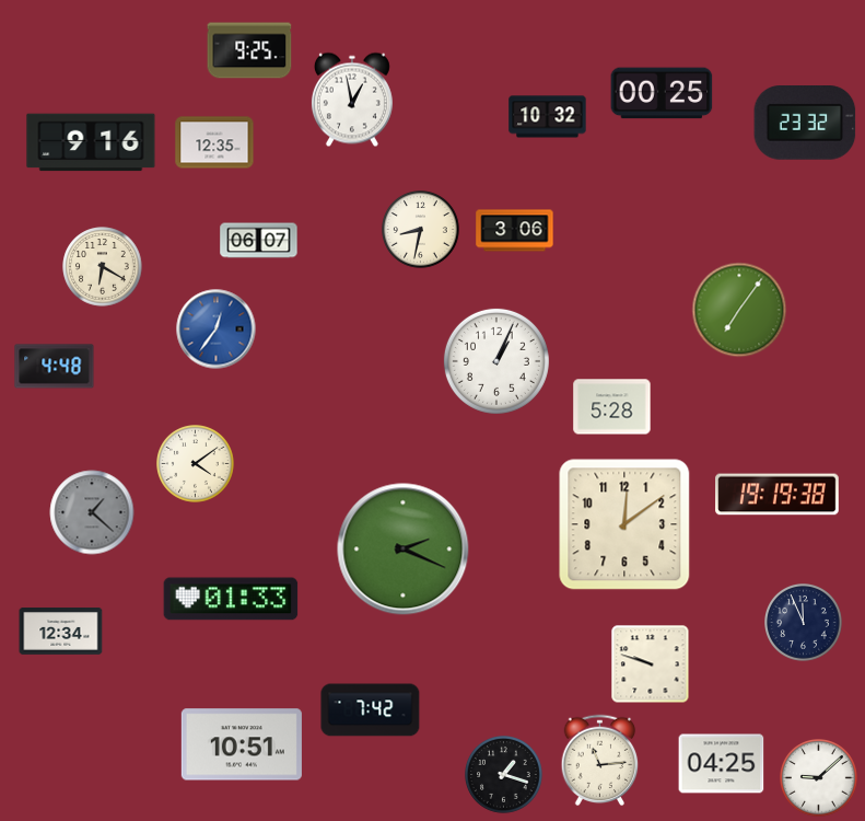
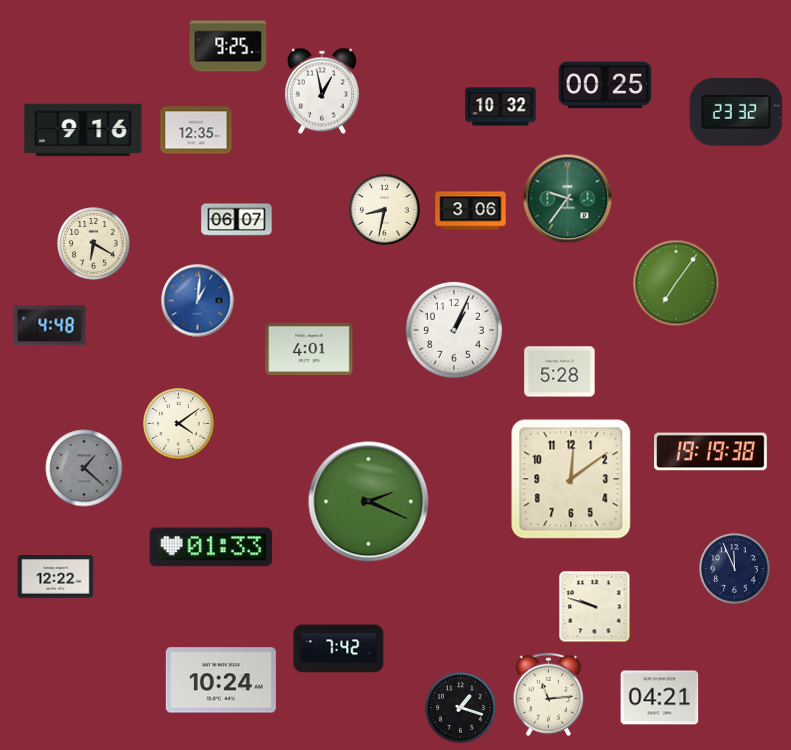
clock at (568, 199): none -> 9:36
clock at (217, 329): 12:36 -> 1:01
clock at (55, 367) position: (55, 367) -> (50, 326)
clock at (309, 349): none -> 4:01
clock at (61, 632): 12:34 -> 12:22
clock at (242, 744): 10:51 -> 10:24
clock at (722, 764): 04:25 -> 04:21
clock at (819, 778): 9:08 -> none
